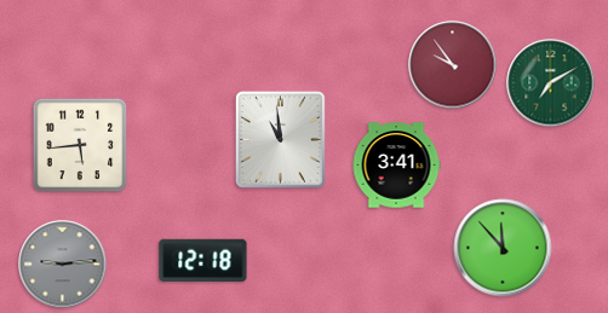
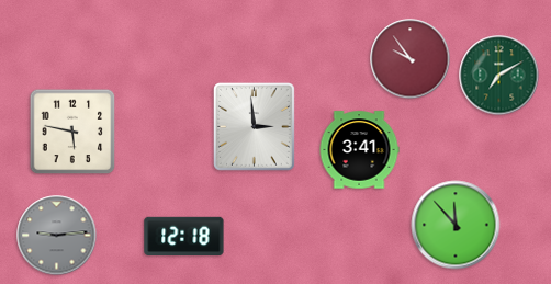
clock at (280, 139): 10:59 -> 2:59
clock at (80, 145): 5:44 -> 5:47
clock at (63, 265) position: (63, 265) -> (57, 236)
